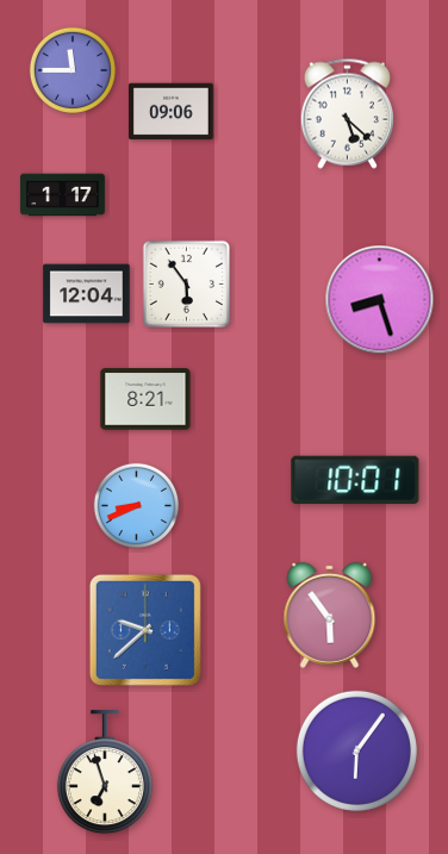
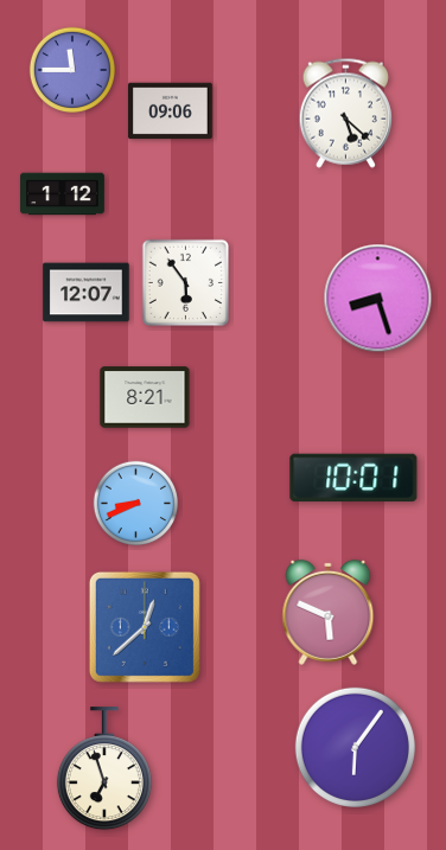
clock at (63, 195): 1:17 -> 1:12
clock at (87, 294): 12:04 -> 12:07
clock at (330, 615): 5:54 -> 5:49
clock at (145, 630): 9:38 -> 12:38
